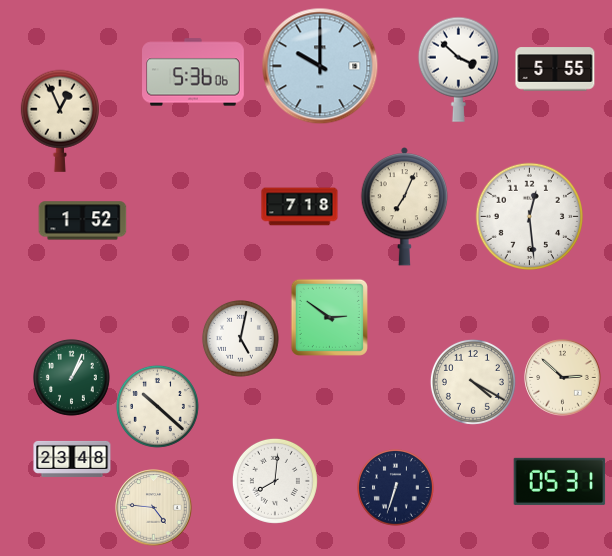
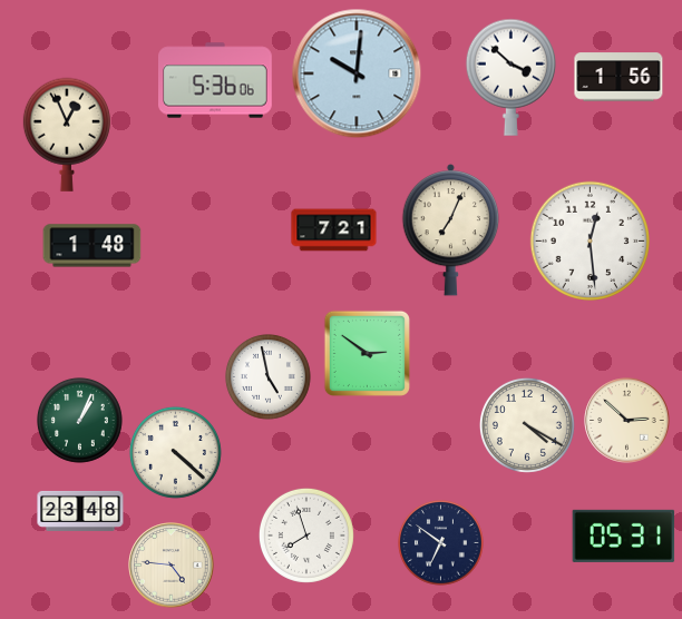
clock at (320, 66): 10:00 -> 10:01
clock at (555, 69): 5:55 -> 1:56
clock at (300, 207): 7:18 -> 7:21
clock at (83, 221): 1:52 -> 1:48
clock at (241, 339): 5:02 -> 4:58
clock at (157, 406): 10:22 -> 4:22
clock at (275, 481): 8:01 -> 7:57
clock at (396, 488): 6:33 -> 6:51
